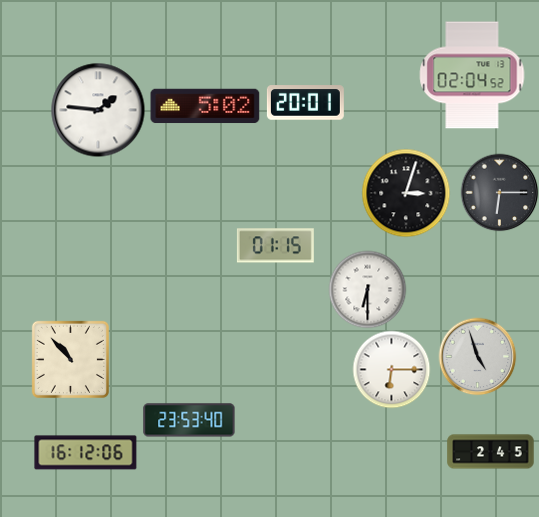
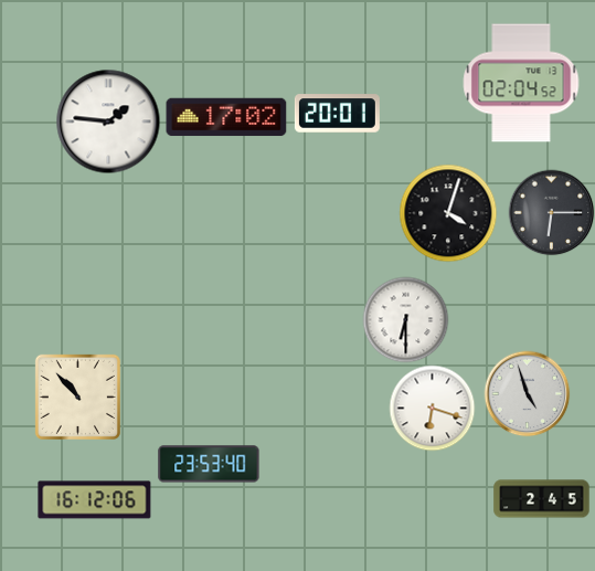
clock at (205, 106): 5:02 -> 17:02
clock at (406, 193): 3:03 -> 4:03
clock at (275, 246): 01:15 -> none
clock at (391, 369): 6:15 -> 6:18
